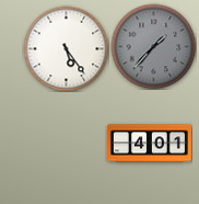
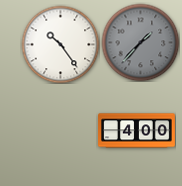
clock at (66, 48): 5:24 -> 10:24
clock at (150, 144): 4:01 -> 4:00
